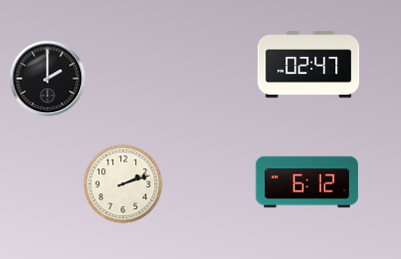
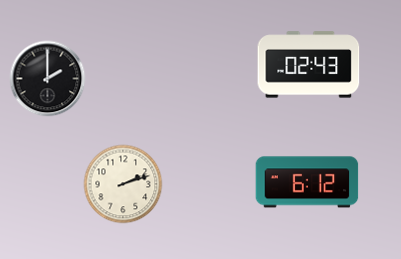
clock at (309, 65): 02:47 -> 02:43
